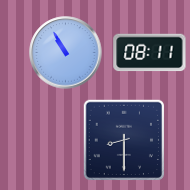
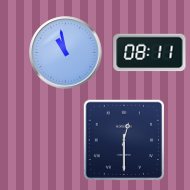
clock at (66, 53): 10:55 -> 10:58
clock at (123, 139): 8:30 -> 12:30
